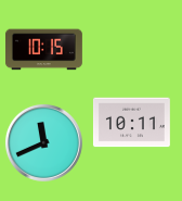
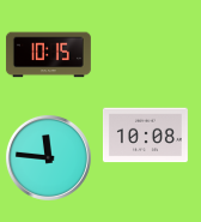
clock at (131, 123): 10:11 -> 10:08
clock at (43, 142): 11:41 -> 11:46
